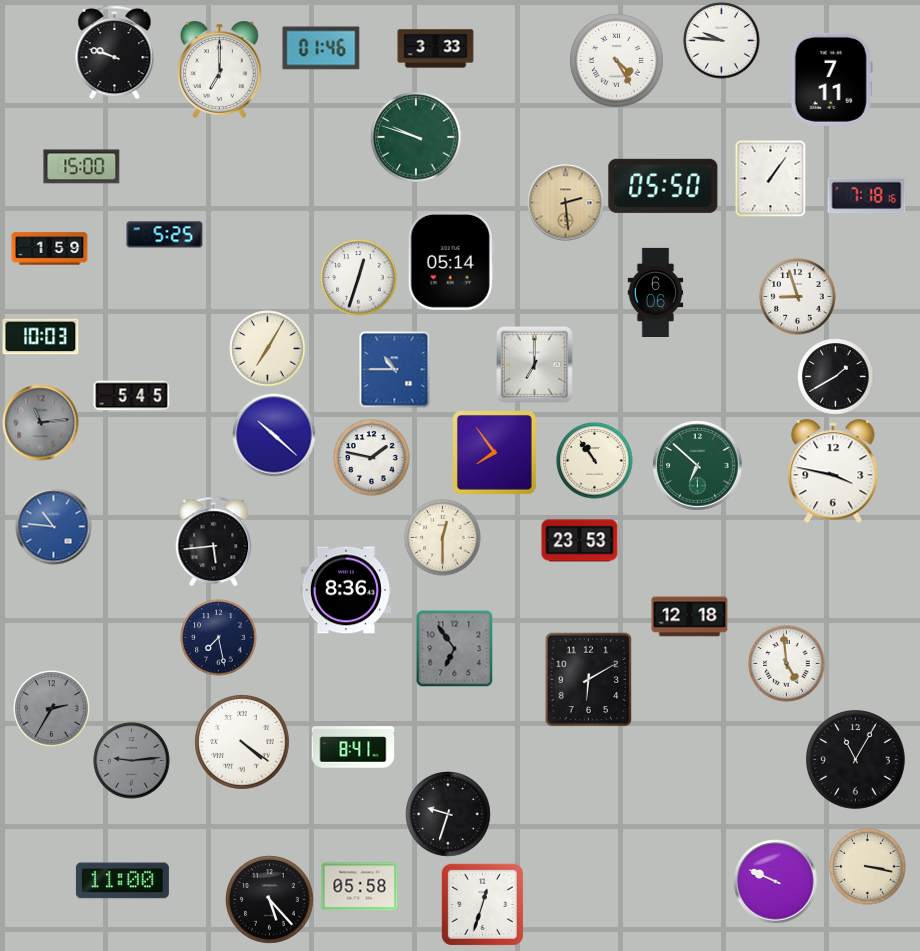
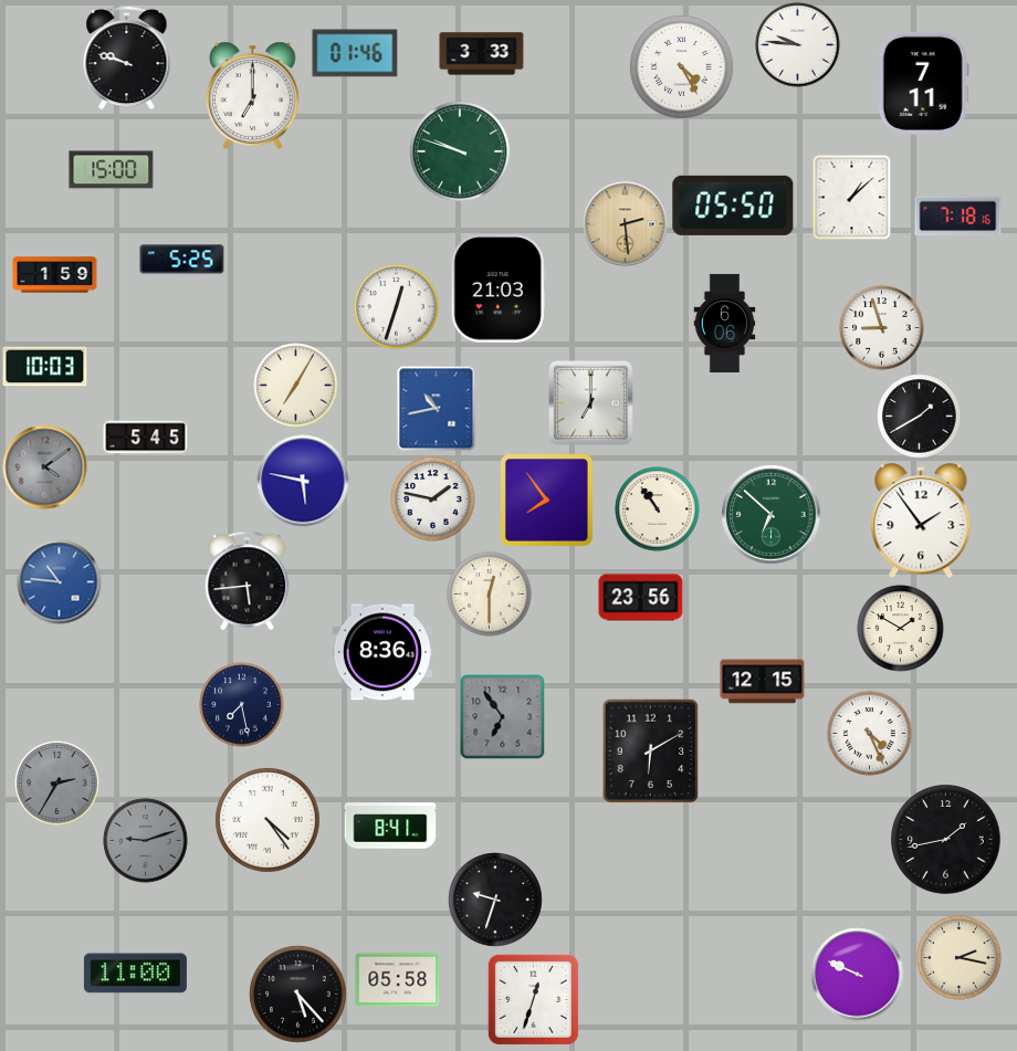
clock at (220, 69) position: (220, 69) -> (253, 95)
clock at (831, 79) position: (831, 79) -> (923, 83)
clock at (82, 167) position: (82, 167) -> (112, 170)
clock at (771, 178): 1:06 -> 1:08
clock at (451, 261): 05:14 -> 21:03
clock at (41, 337) position: (41, 337) -> (45, 367)
clock at (395, 370): 10:45 -> 10:43
clock at (836, 377) position: (836, 377) -> (920, 417)
clock at (41, 423): 11:14 -> 4:09
clock at (274, 435): 10:22 -> 5:47
clock at (372, 458) position: (372, 458) -> (433, 500)
clock at (833, 472): 3:47 -> 1:54
clock at (214, 541) position: (214, 541) -> (248, 580)
clock at (580, 541): 23:53 -> 23:56
clock at (901, 629): none -> 1:50
clock at (690, 617): 12:18 -> 12:15
clock at (787, 664): 4:59 -> 4:26
clock at (242, 742): 4:21 -> 4:24
clock at (856, 760): 11:05 -> 1:43
clock at (132, 761): 9:14 -> 9:12
clock at (868, 867): 3:17 -> 2:17
